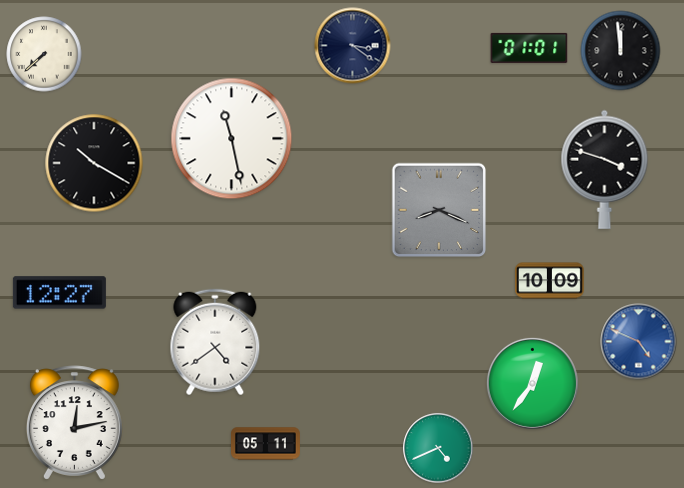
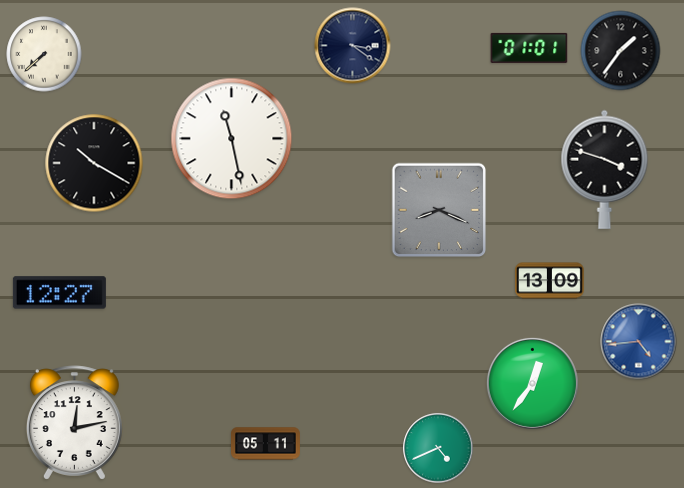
clock at (621, 51): 11:59 -> 1:36
clock at (550, 281): 10:09 -> 13:09
clock at (215, 342): 4:39 -> none
clock at (639, 342): 4:49 -> 4:44
